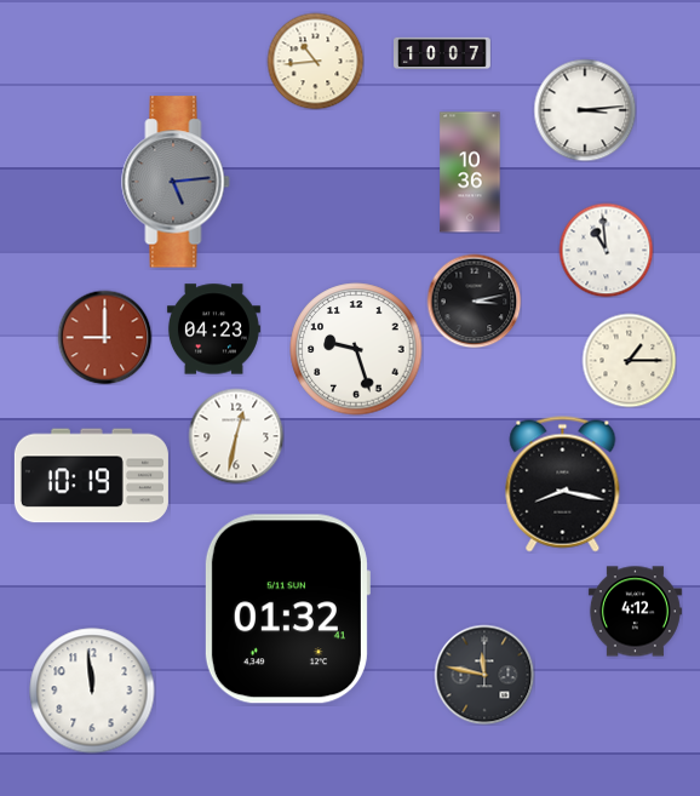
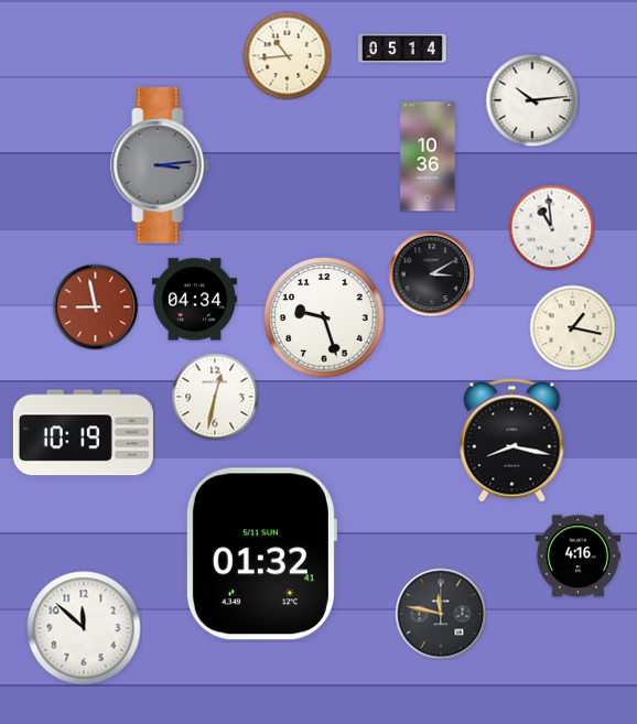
clock at (443, 53): 10:07 -> 05:14
clock at (585, 110): 3:14 -> 10:14
clock at (176, 182): 5:14 -> 3:14
clock at (474, 300): 3:13 -> 3:10
clock at (213, 330): 04:23 -> 04:34
clock at (104, 337): 9:00 -> 8:58
clock at (629, 360): 1:15 -> 1:17
clock at (635, 612): 4:12 -> 4:16
clock at (92, 691): 11:59 -> 11:52
